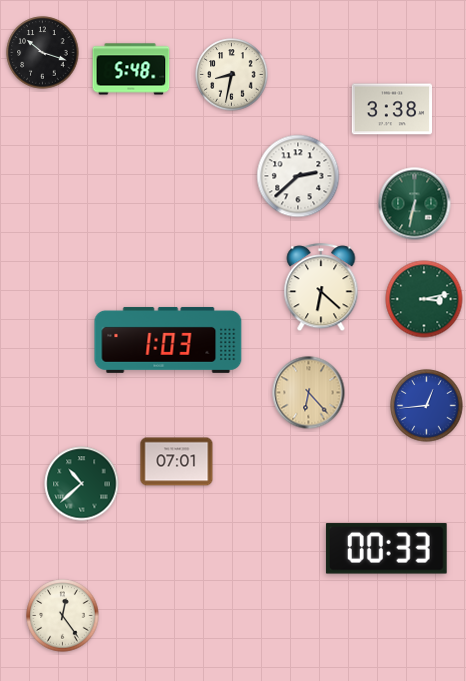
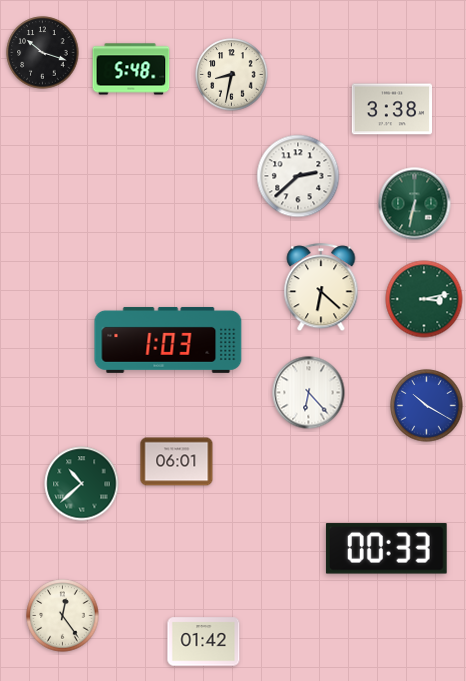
clock at (309, 393) dial: champagne -> white
clock at (427, 406): 12:44 -> 10:20
clock at (177, 462): 07:01 -> 06:01
clock at (204, 642): none -> 01:42
